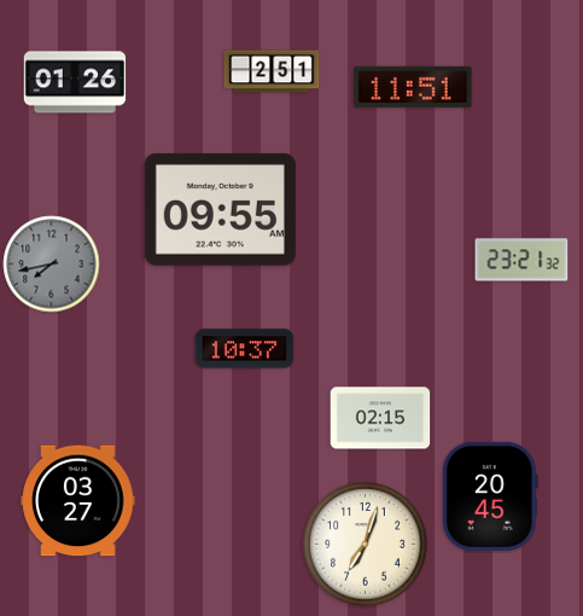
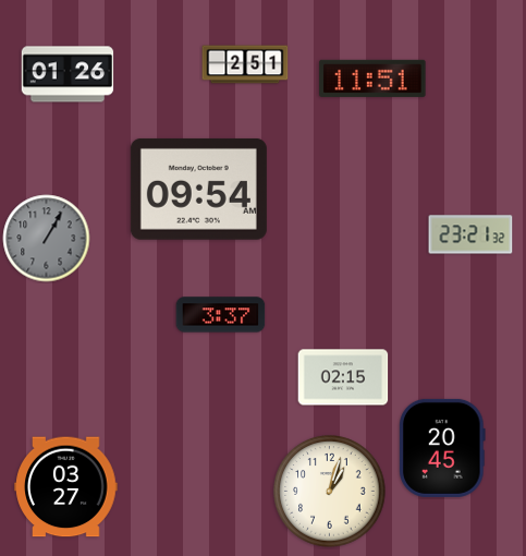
clock at (220, 209): 09:55 -> 09:54
clock at (52, 265): 7:43 -> 1:05
clock at (245, 349): 10:37 -> 3:37
clock at (78, 501) position: (78, 501) -> (66, 487)
clock at (366, 545): 7:03 -> 1:03
